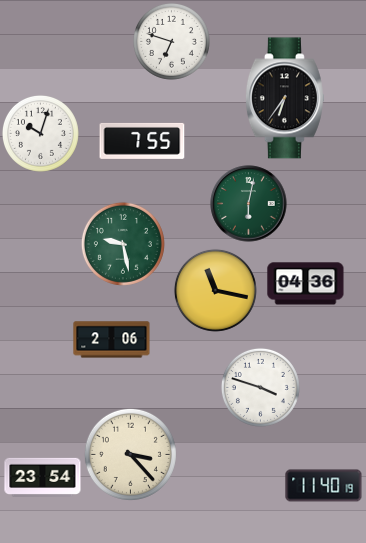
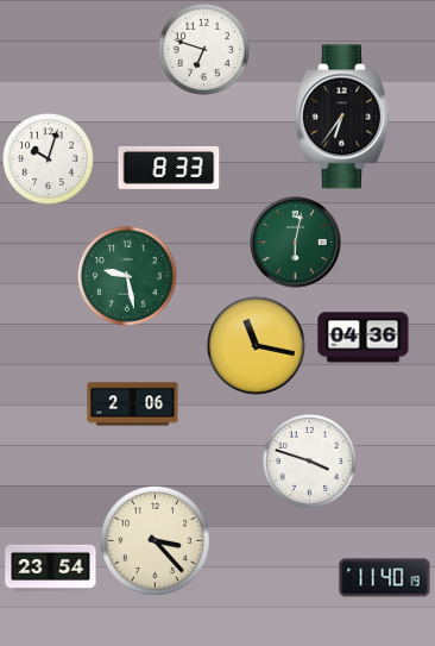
clock at (285, 98) position: (285, 98) -> (342, 117)
clock at (142, 141): 7:55 -> 8:33
clock at (123, 244) position: (123, 244) -> (127, 276)
